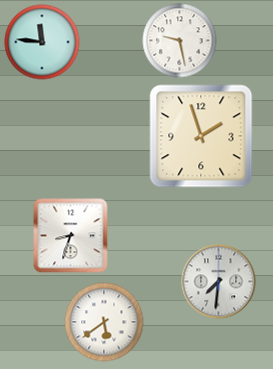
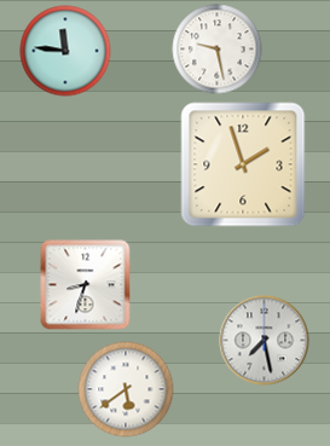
clock at (42, 42) position: (42, 42) -> (65, 51)
clock at (219, 282): 7:31 -> 7:28
